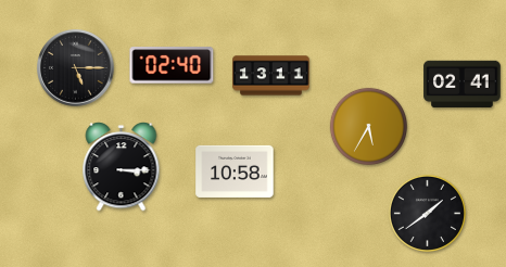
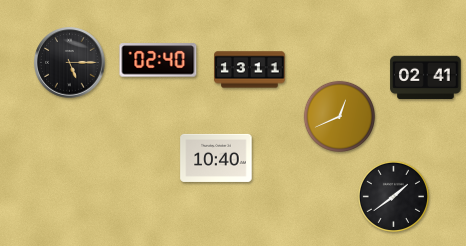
clock at (368, 126): 5:35 -> 12:41
clock at (122, 167): 3:15 -> none
clock at (235, 171): 10:58 -> 10:40
